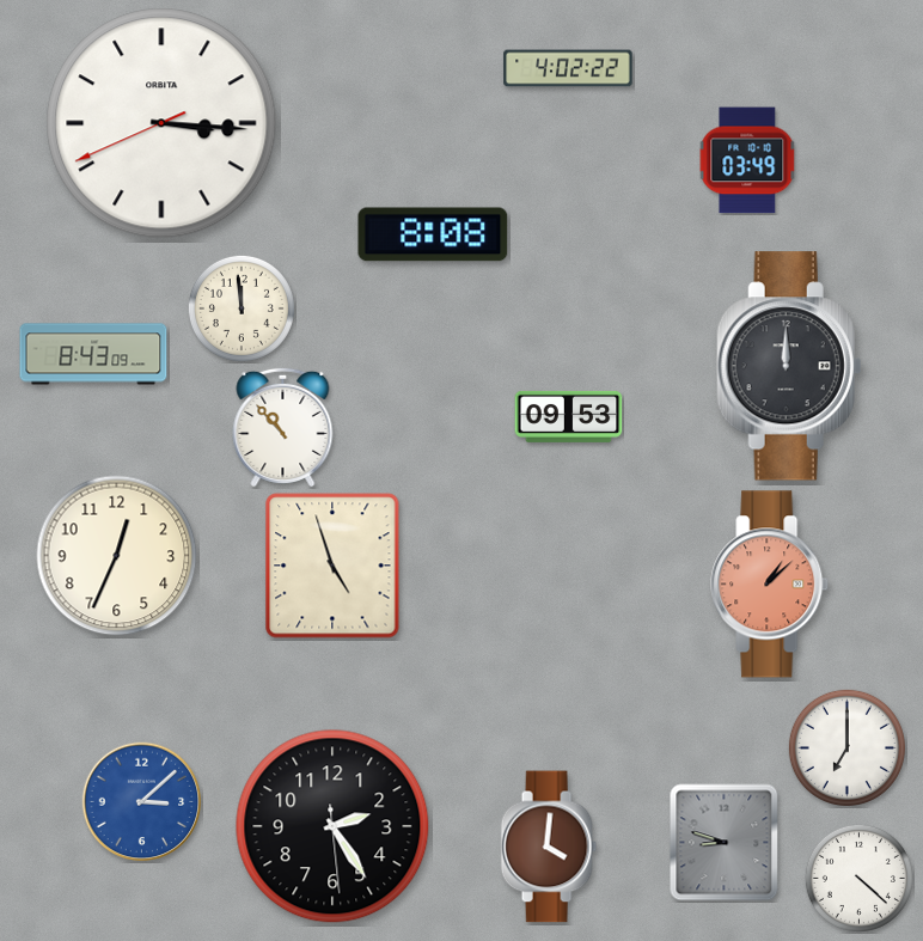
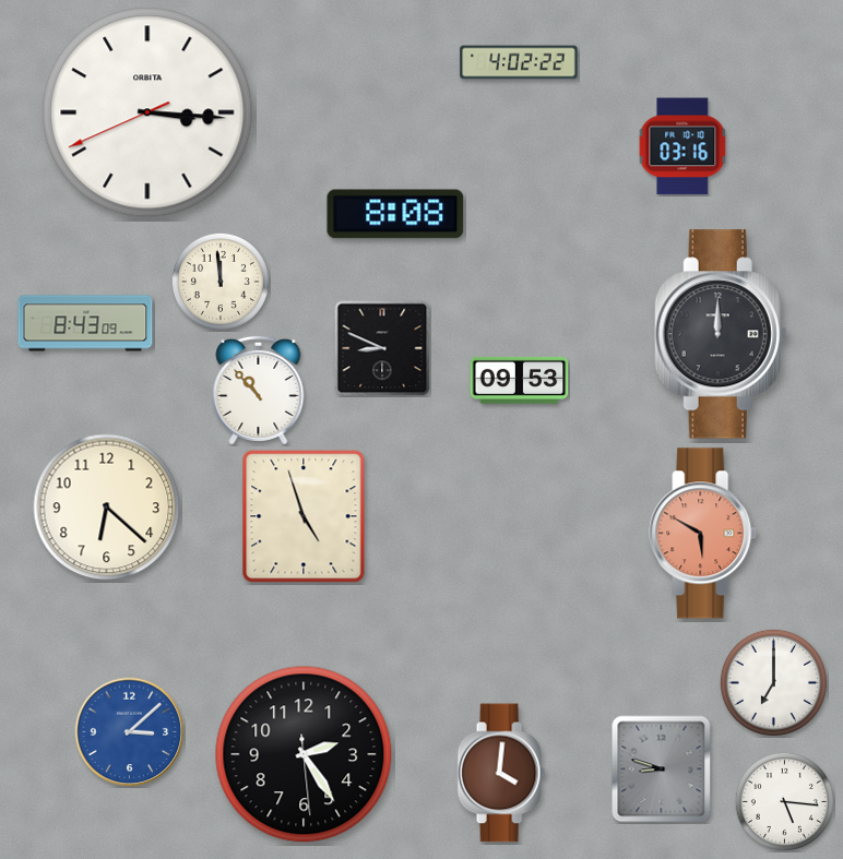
clock at (747, 160): 03:49 -> 03:16
clock at (382, 348): none -> 8:49
clock at (117, 556): 12:34 -> 6:22
clock at (770, 585): 1:08 -> 5:50
clock at (858, 878): 4:22 -> 5:16
